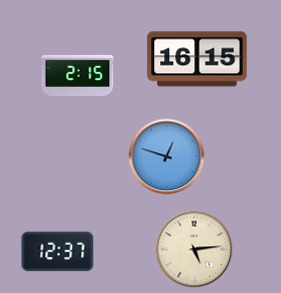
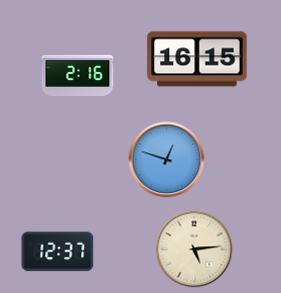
clock at (78, 75): 2:15 -> 2:16
clock at (167, 157) position: (167, 157) -> (167, 160)
